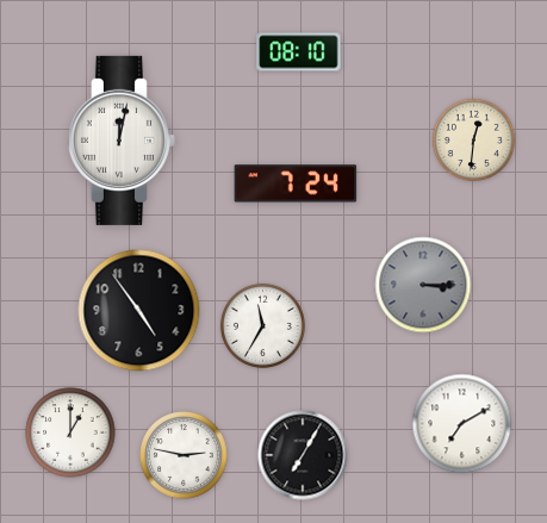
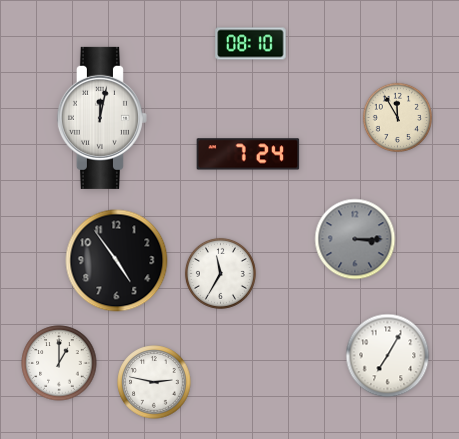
clock at (473, 139): 12:31 -> 11:55
clock at (462, 424): 7:10 -> 7:05
clock at (303, 455): 7:05 -> none
